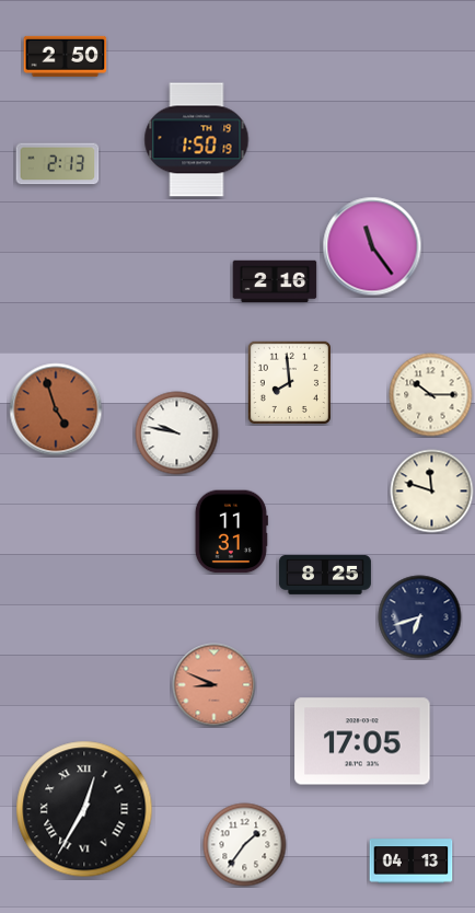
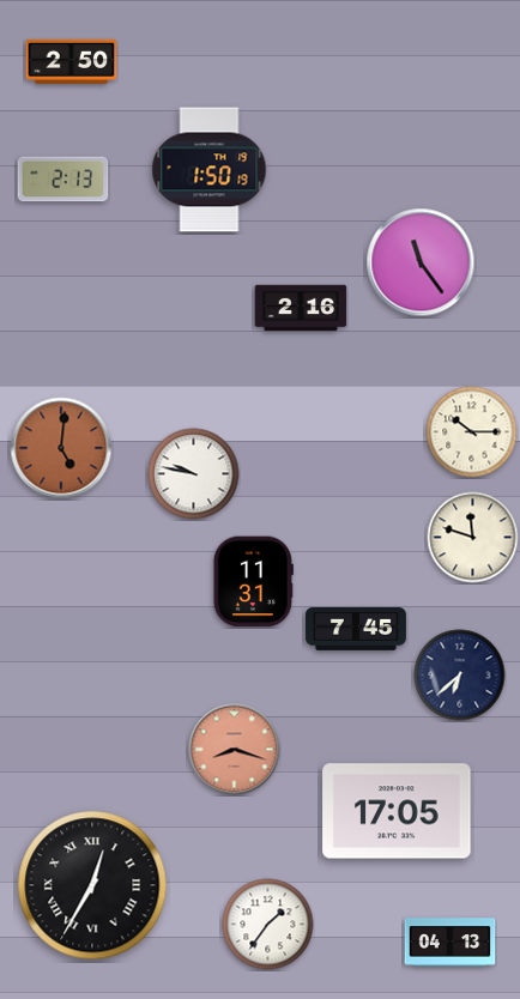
clock at (197, 140) position: (197, 140) -> (210, 170)
clock at (372, 246) position: (372, 246) -> (421, 262)
clock at (289, 382): 7:59 -> none
clock at (56, 409): 4:57 -> 5:01
clock at (325, 575): 8:25 -> 7:45
clock at (420, 617): 6:42 -> 6:38
clock at (215, 685): 8:49 -> 8:18
